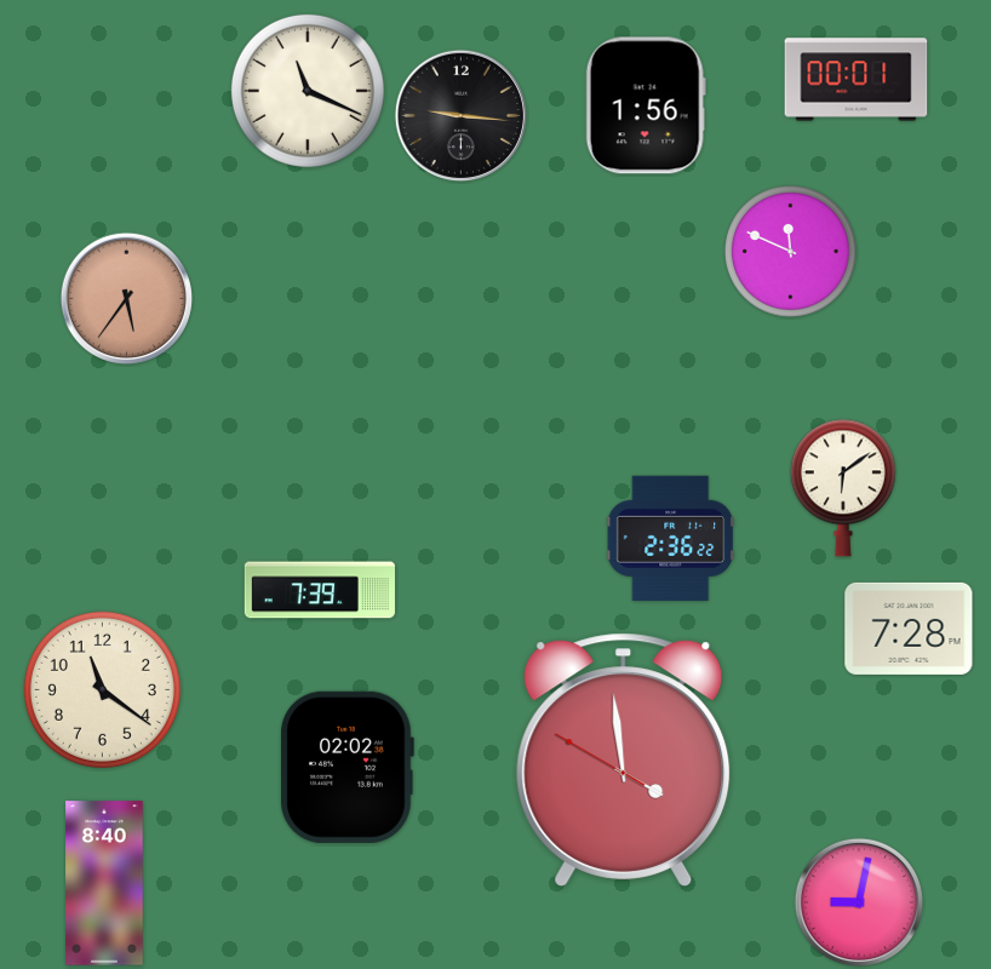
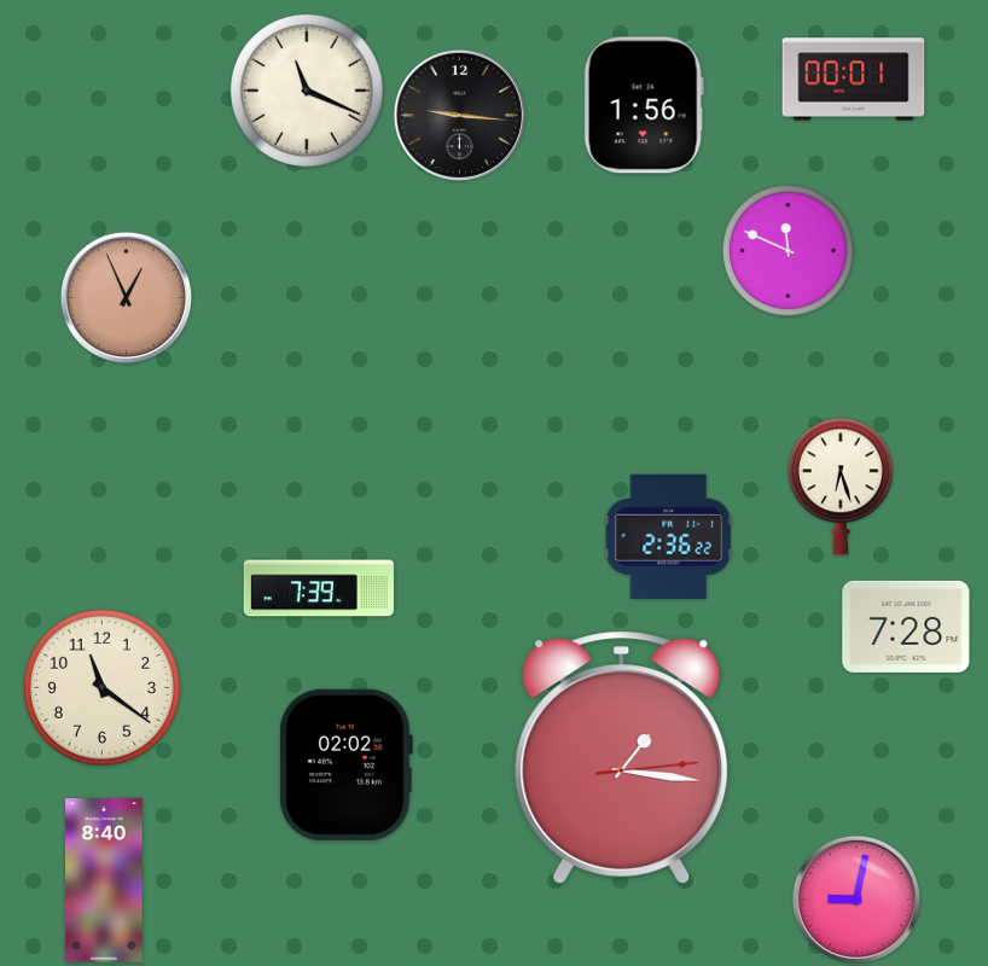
clock at (126, 298): 5:36 -> 12:56
clock at (843, 488): 6:09 -> 6:27
clock at (624, 759): 3:58 -> 1:16
